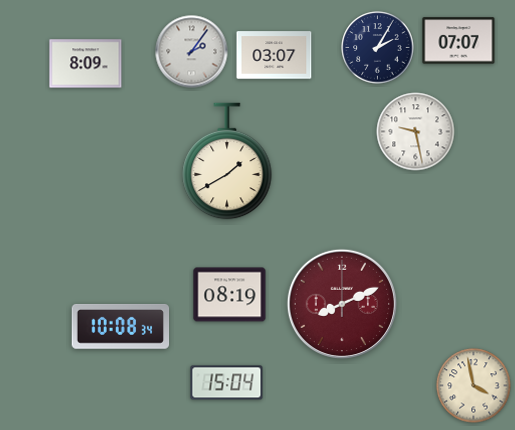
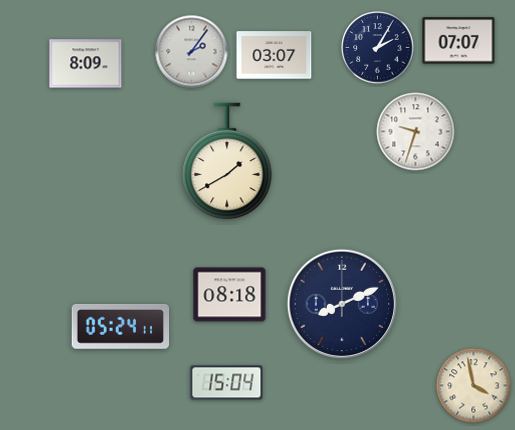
clock at (416, 132): 9:28 -> 9:33
clock at (230, 295): 08:19 -> 08:18
clock at (342, 304) dial: burgundy -> navy
clock at (121, 326): 10:08 -> 05:24
